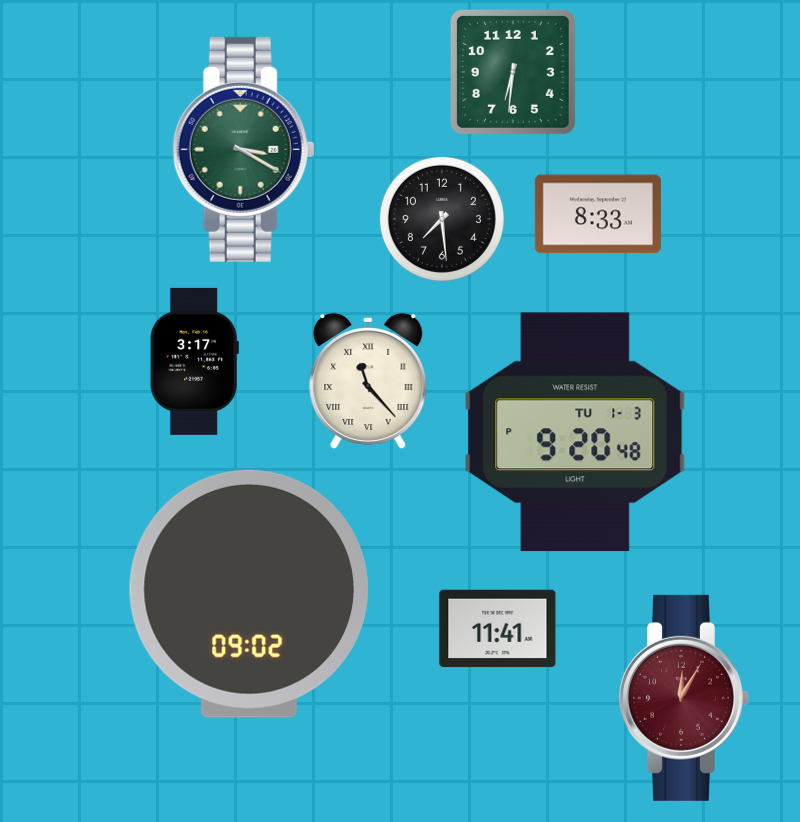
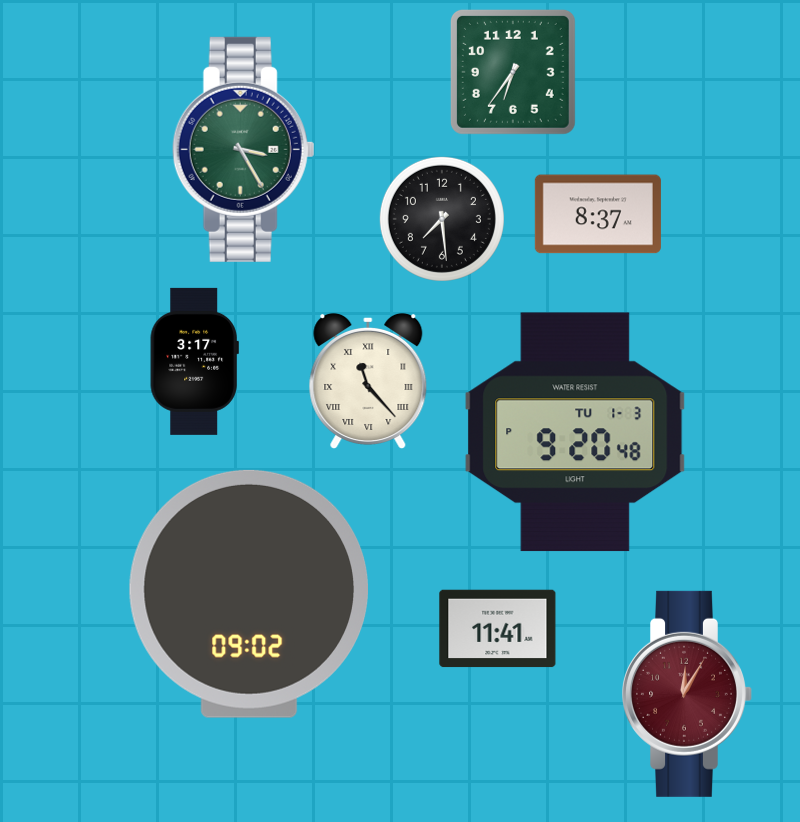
clock at (513, 72): 6:31 -> 6:36
clock at (243, 149): 3:20 -> 3:25
clock at (598, 214): 8:33 -> 8:37
clock at (685, 698) position: (685, 698) -> (688, 694)
